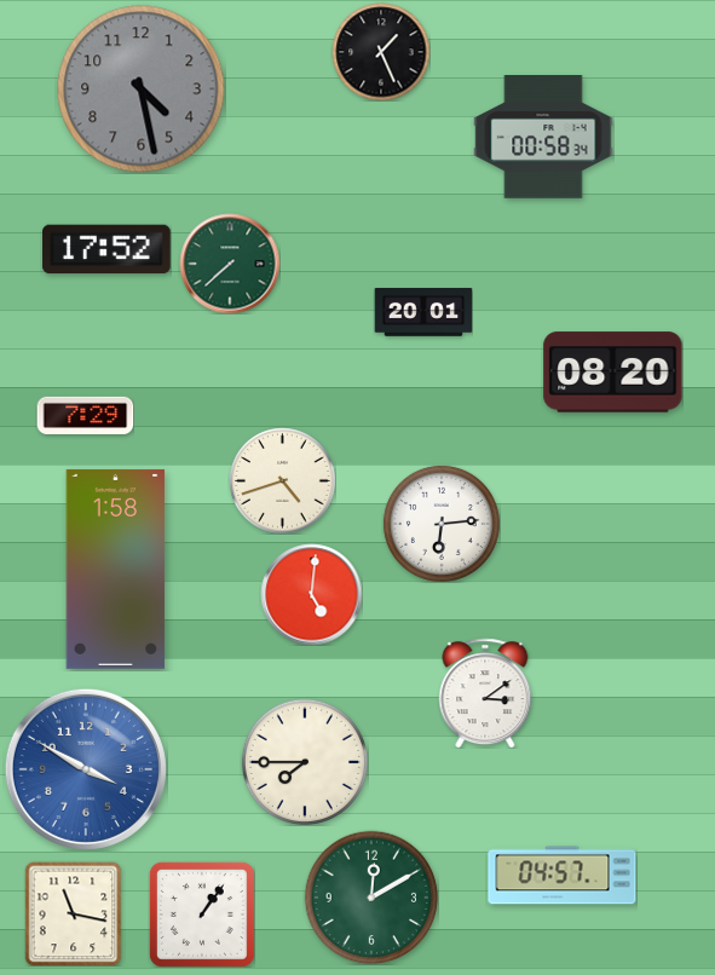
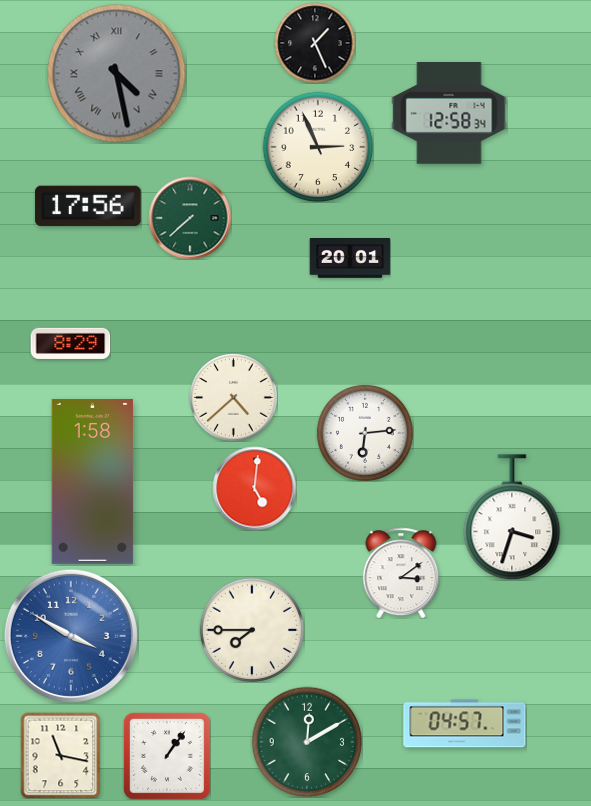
clock at (142, 90) numerals: Arabic -> Roman
clock at (543, 137): 00:58 -> 12:58
clock at (318, 147): none -> 2:56
clock at (106, 249): 17:52 -> 17:56
clock at (613, 373): 08:20 -> none
clock at (85, 415): 7:29 -> 8:29
clock at (282, 480): 4:42 -> 4:38
clock at (116, 569) position: (116, 569) -> (93, 481)
clock at (311, 594) position: (311, 594) -> (254, 488)
clock at (512, 517): none -> 3:33
